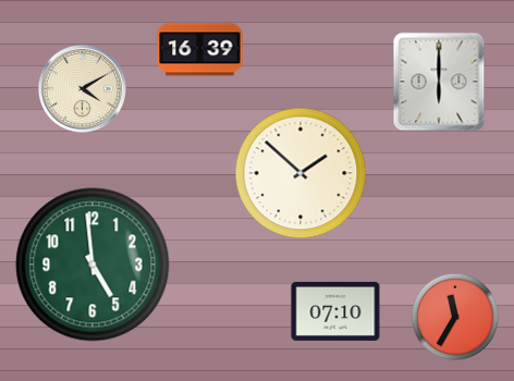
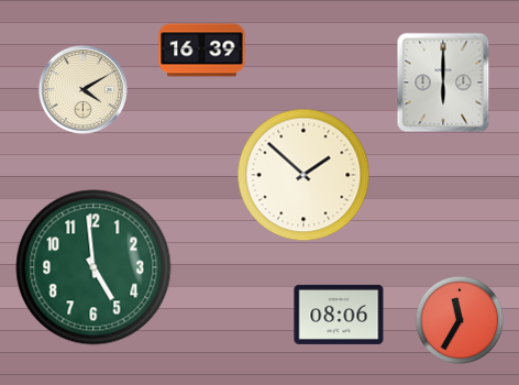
clock at (335, 311): 07:10 -> 08:06
